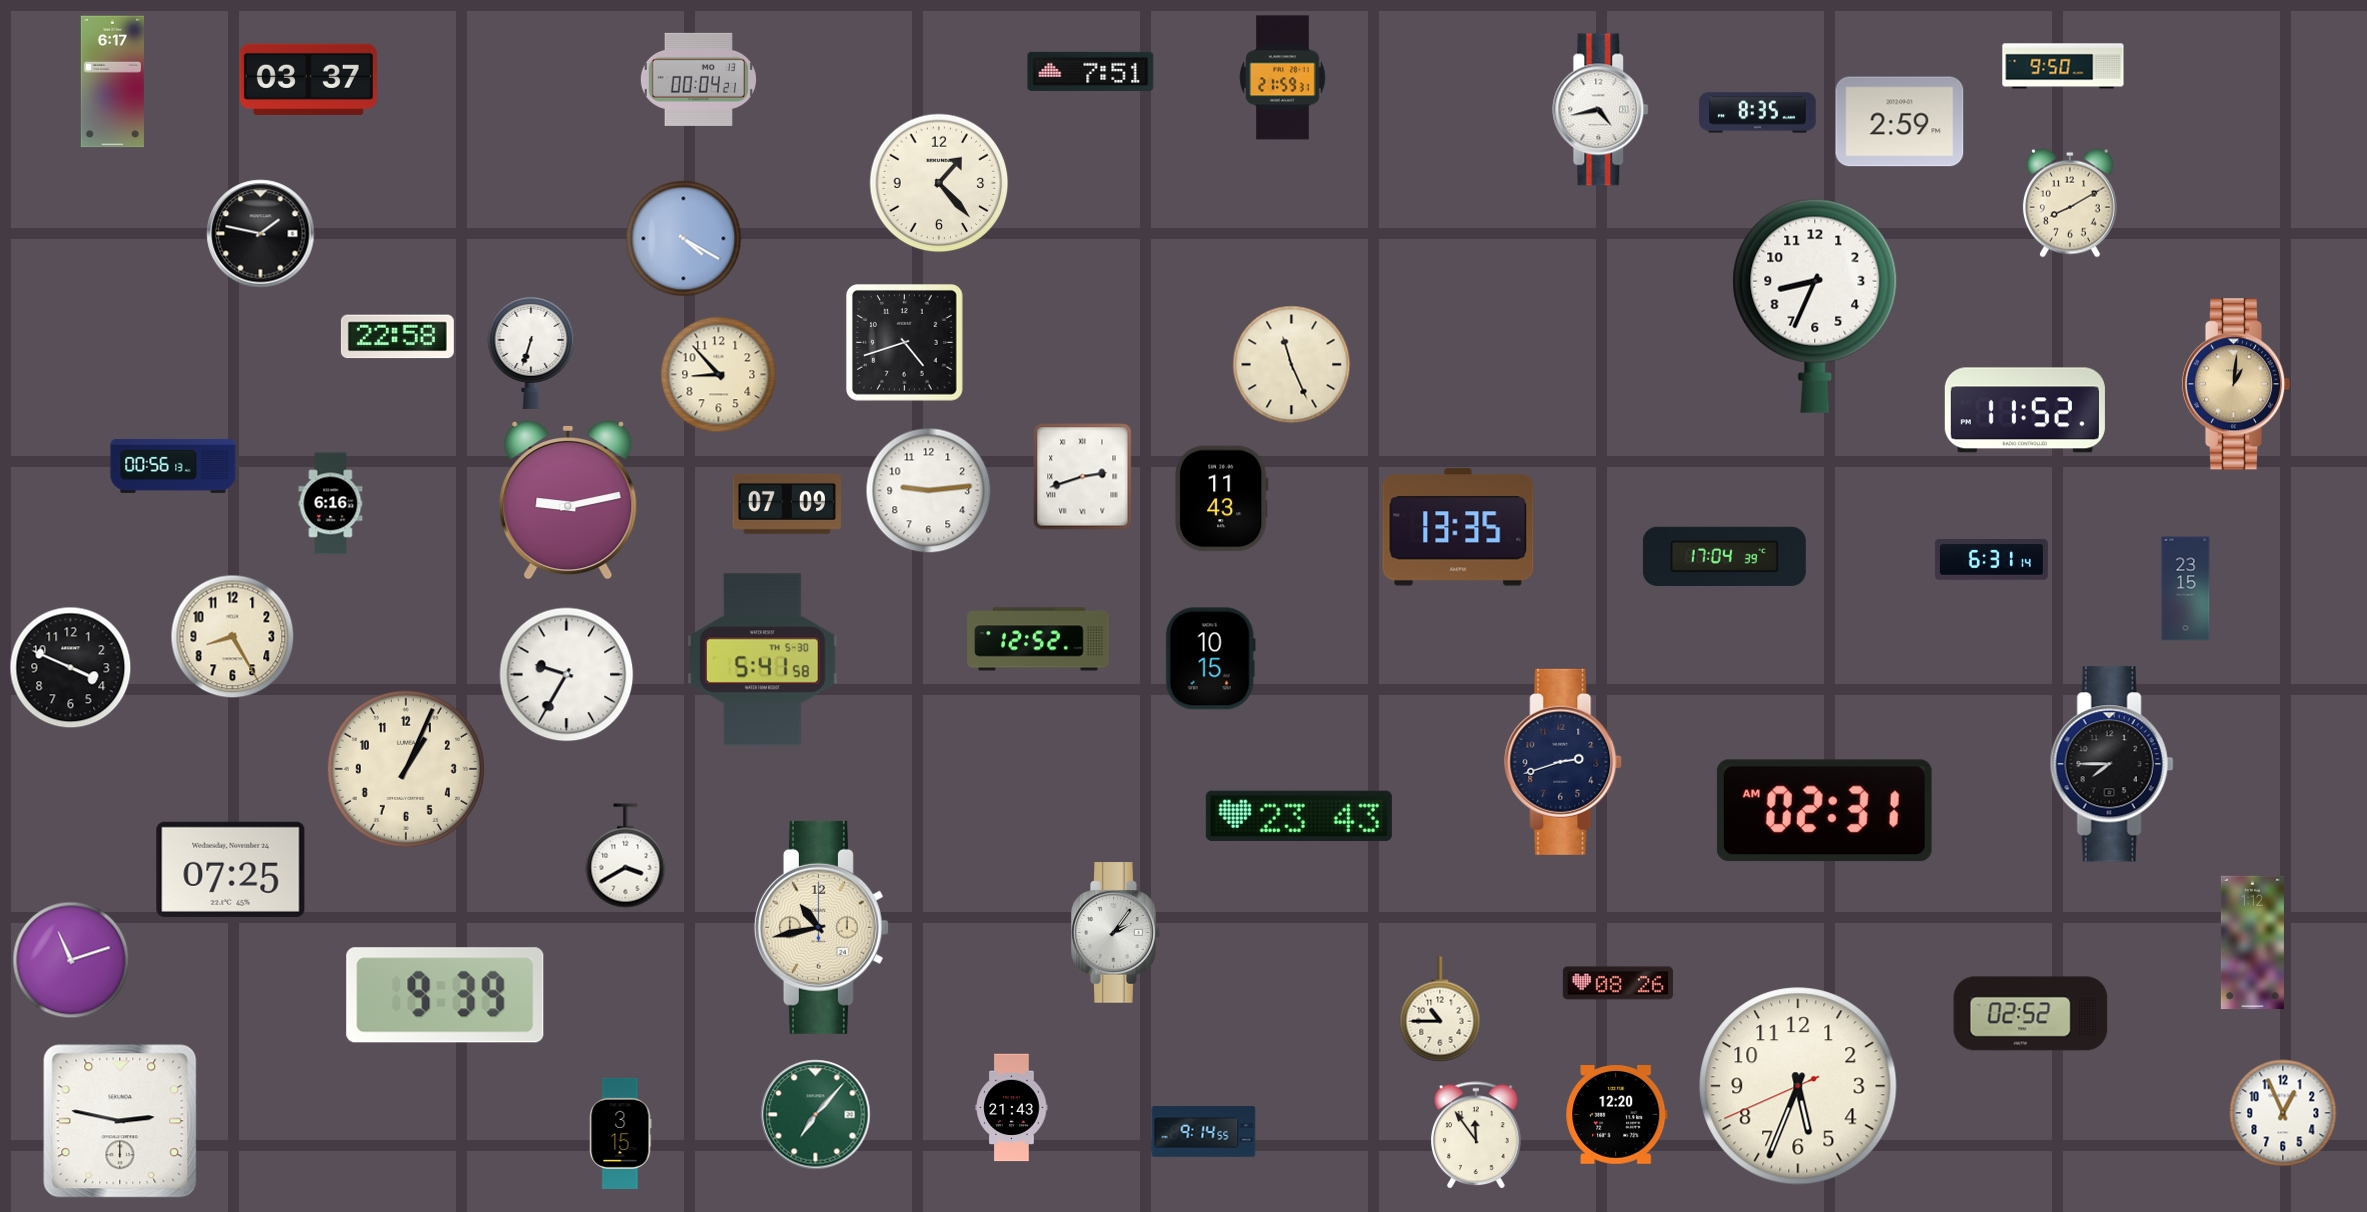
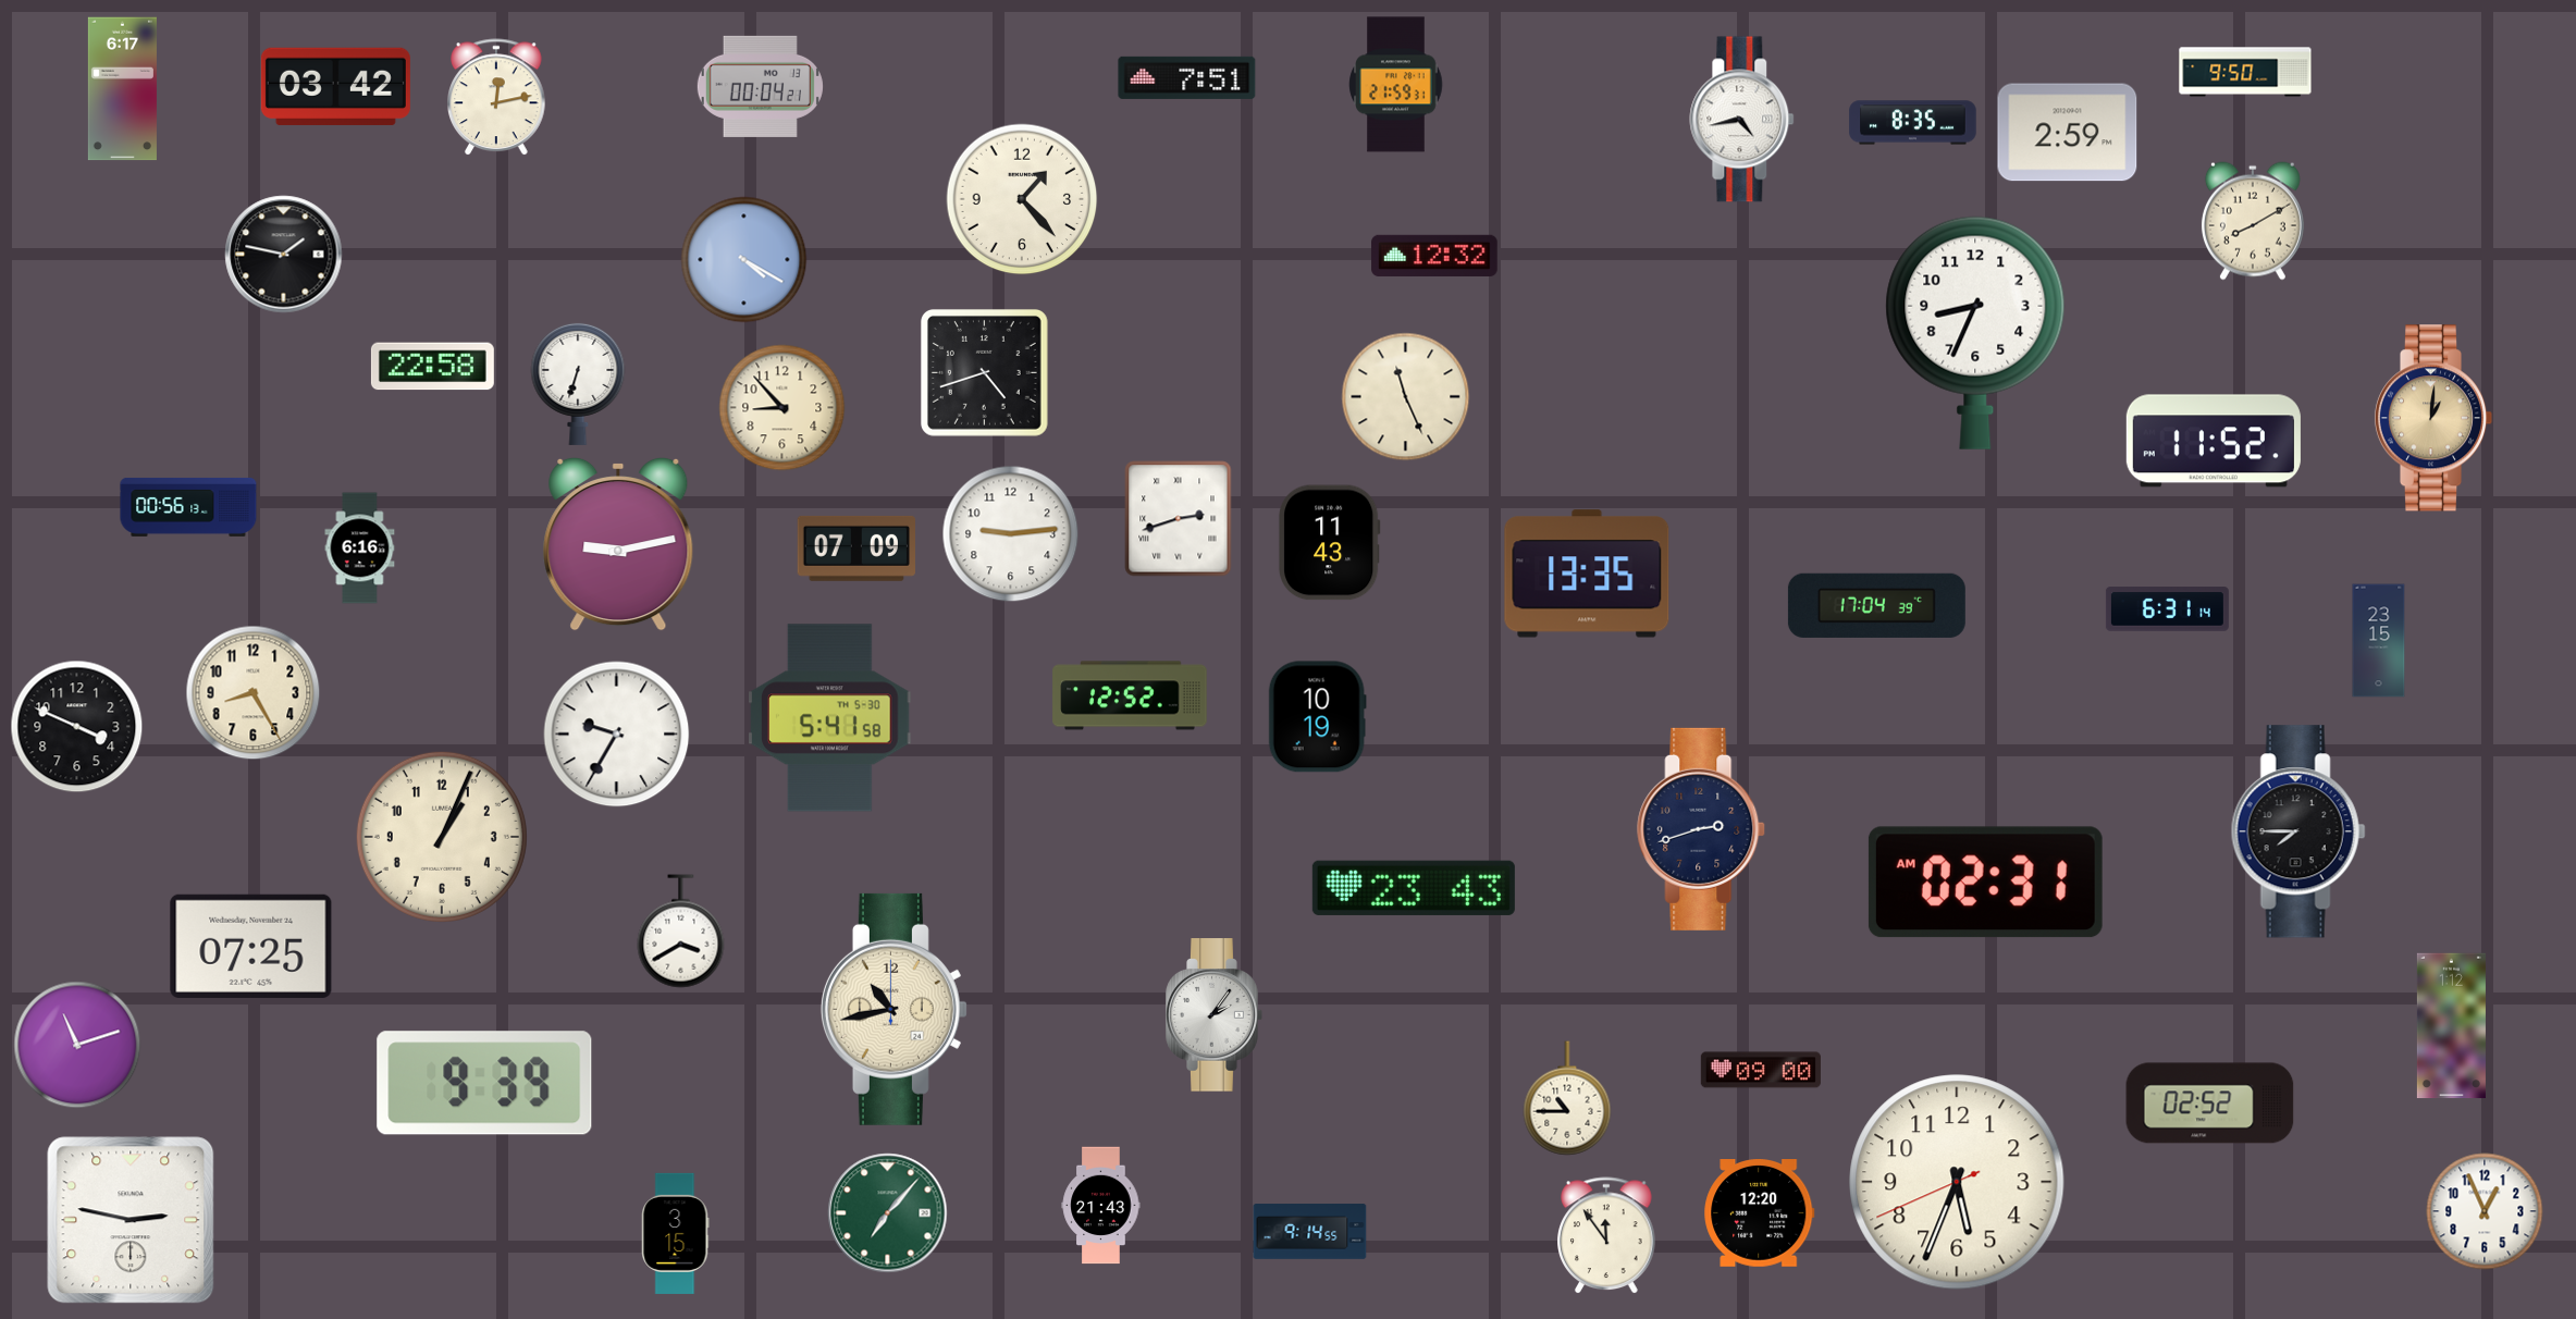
clock at (308, 79): 03:37 -> 03:42
clock at (496, 98): none -> 12:13
clock at (1434, 256): none -> 12:32
clock at (2025, 410) position: (2025, 410) -> (2214, 441)
clock at (1210, 659): 10:15 -> 10:19
clock at (1618, 983): 08:26 -> 09:00
